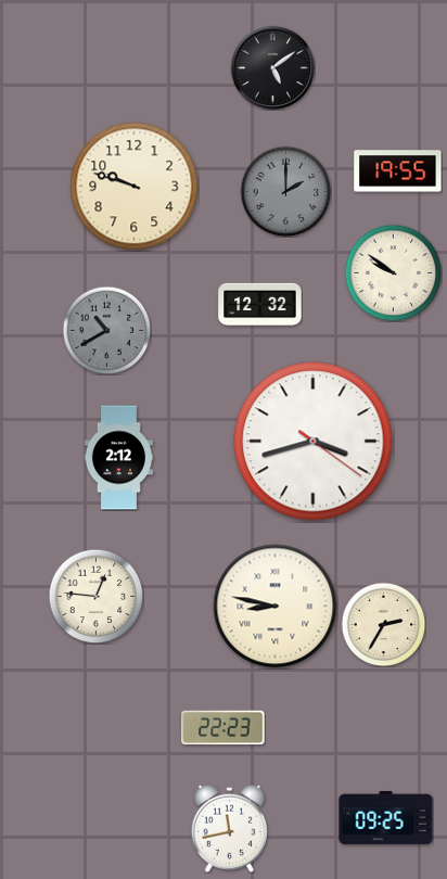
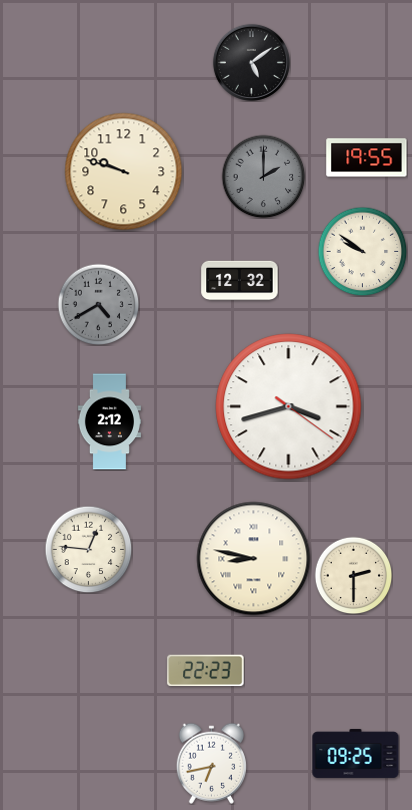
clock at (106, 330): 10:40 -> 4:40
clock at (383, 624): 2:35 -> 2:30
clock at (229, 828): 11:43 -> 6:43
